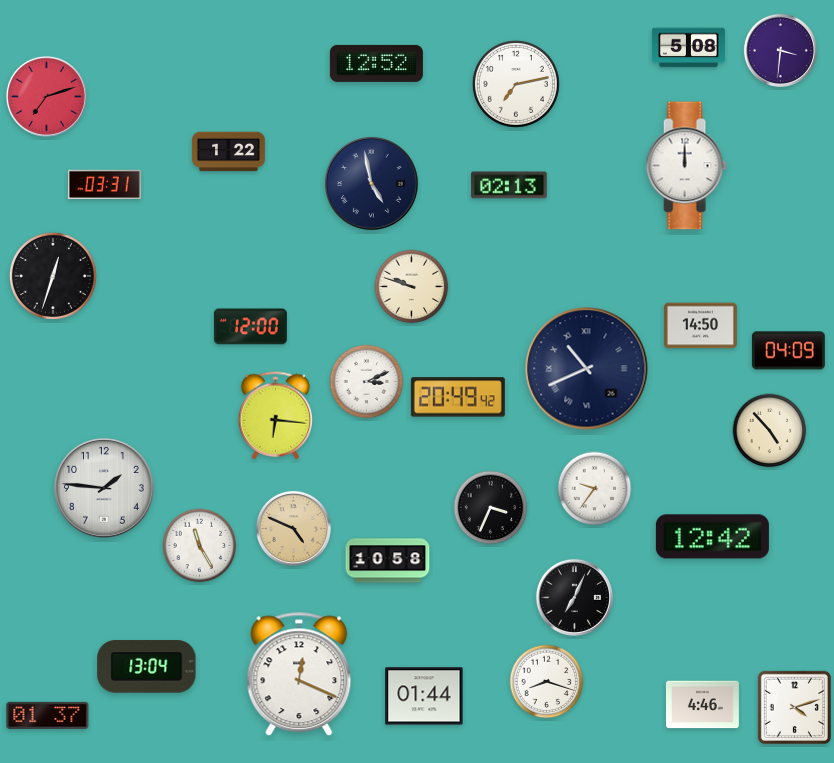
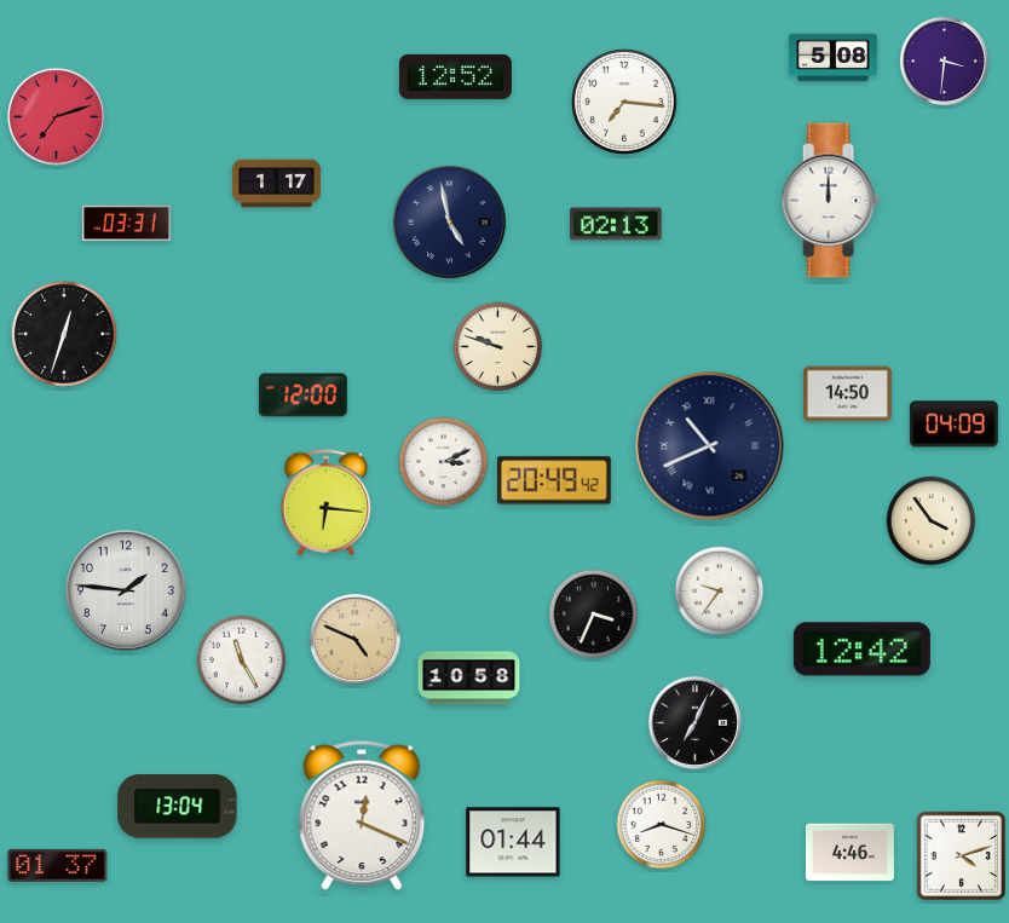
clock at (516, 84): 7:13 -> 7:16
clock at (229, 152): 1:22 -> 1:17
clock at (276, 416) position: (276, 416) -> (327, 503)
clock at (770, 431): 4:53 -> 3:54
